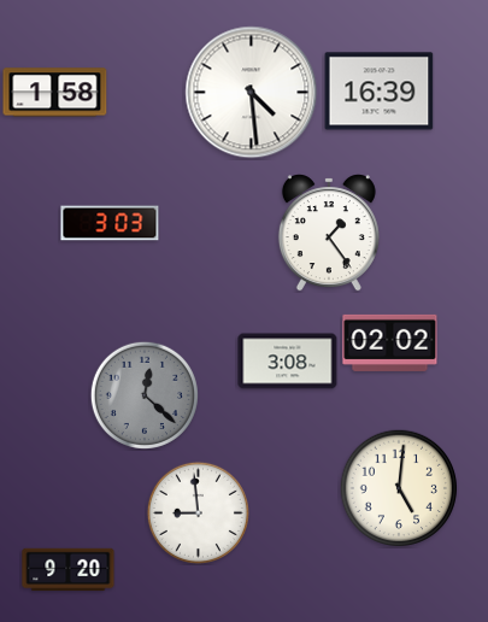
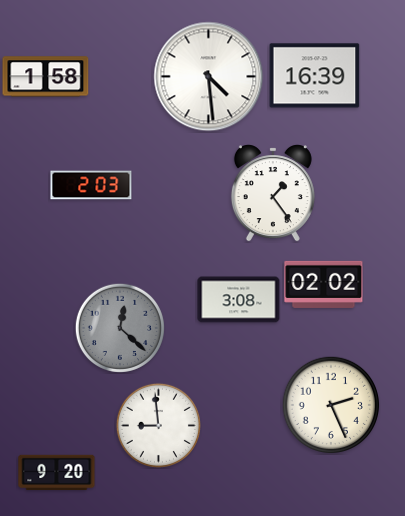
clock at (110, 223): 3:03 -> 2:03
clock at (399, 488): 5:01 -> 2:26
clock at (198, 512) position: (198, 512) -> (158, 425)
